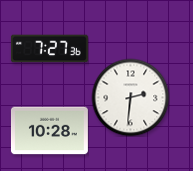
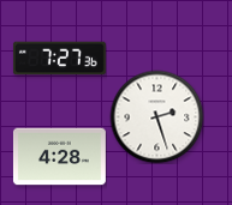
clock at (130, 97): 2:31 -> 2:27
clock at (49, 131): 10:28 -> 4:28
